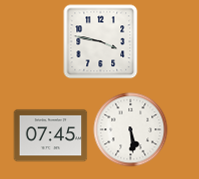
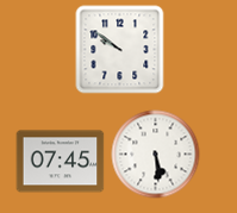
clock at (101, 42): 3:47 -> 9:51
